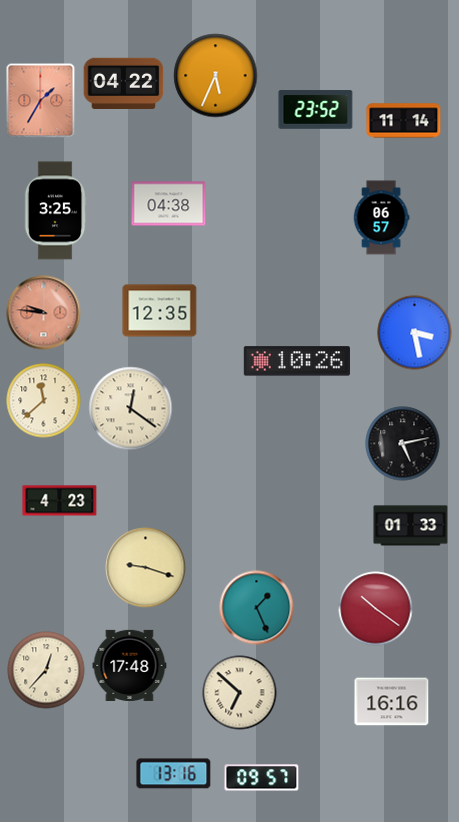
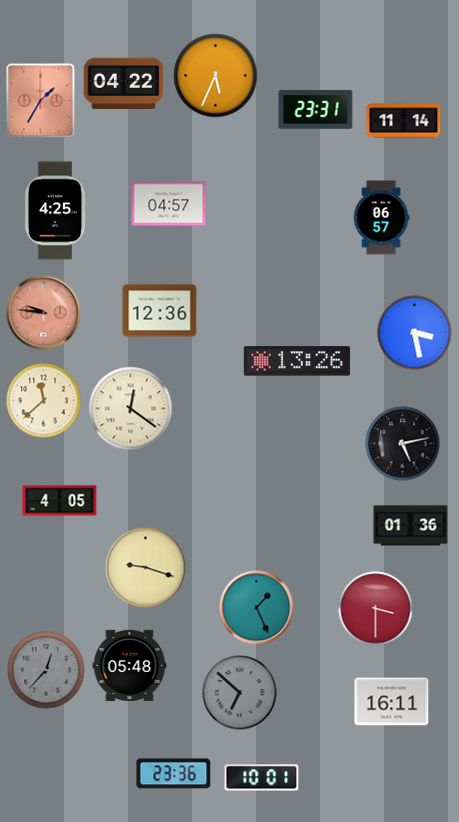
clock at (316, 110): 23:52 -> 23:31
clock at (169, 204): 04:38 -> 04:57
clock at (55, 211): 3:25 -> 4:25
clock at (160, 311): 12:35 -> 12:36
clock at (297, 361): 10:26 -> 13:26
clock at (60, 501): 4:23 -> 4:05
clock at (411, 526): 01:33 -> 01:36
clock at (376, 609): 10:21 -> 3:30
clock at (130, 665): 17:48 -> 05:48
clock at (46, 670) dial: cream -> grey
clock at (240, 693) dial: cream -> grey
clock at (392, 702): 16:16 -> 16:11
clock at (174, 774): 13:16 -> 23:36
clock at (262, 778): 09:57 -> 10:01
